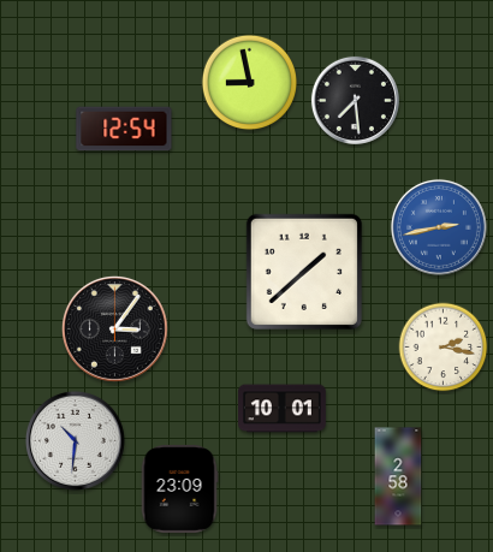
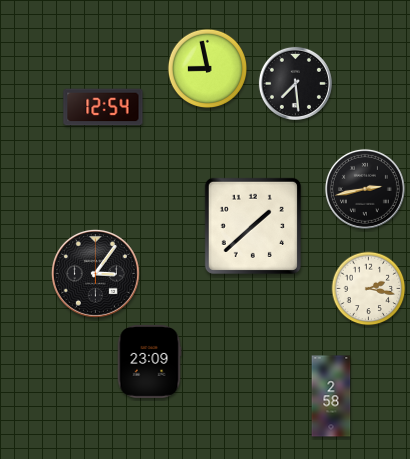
clock at (439, 227) dial: blue -> black
clock at (281, 409): 10:01 -> none
clock at (75, 440): 10:31 -> none
clock at (179, 488) position: (179, 488) -> (149, 361)
